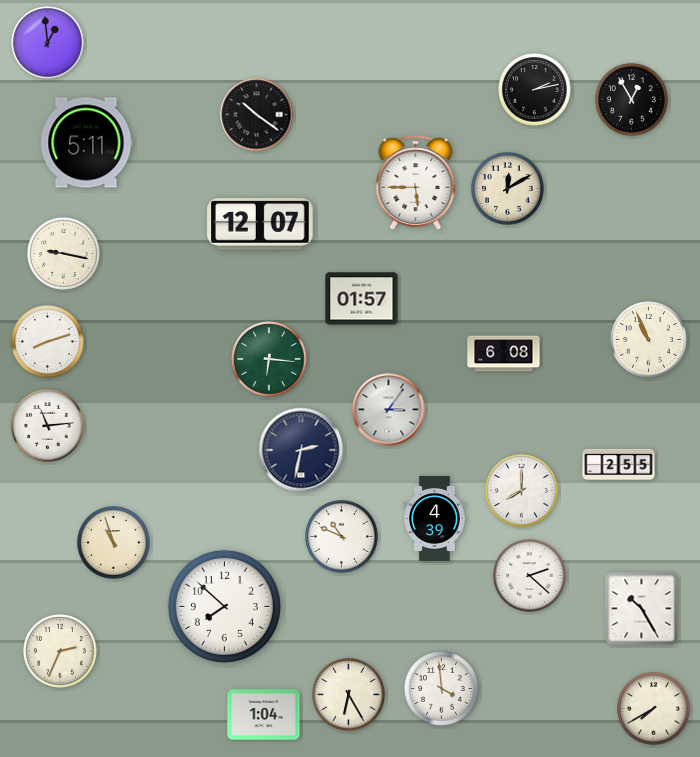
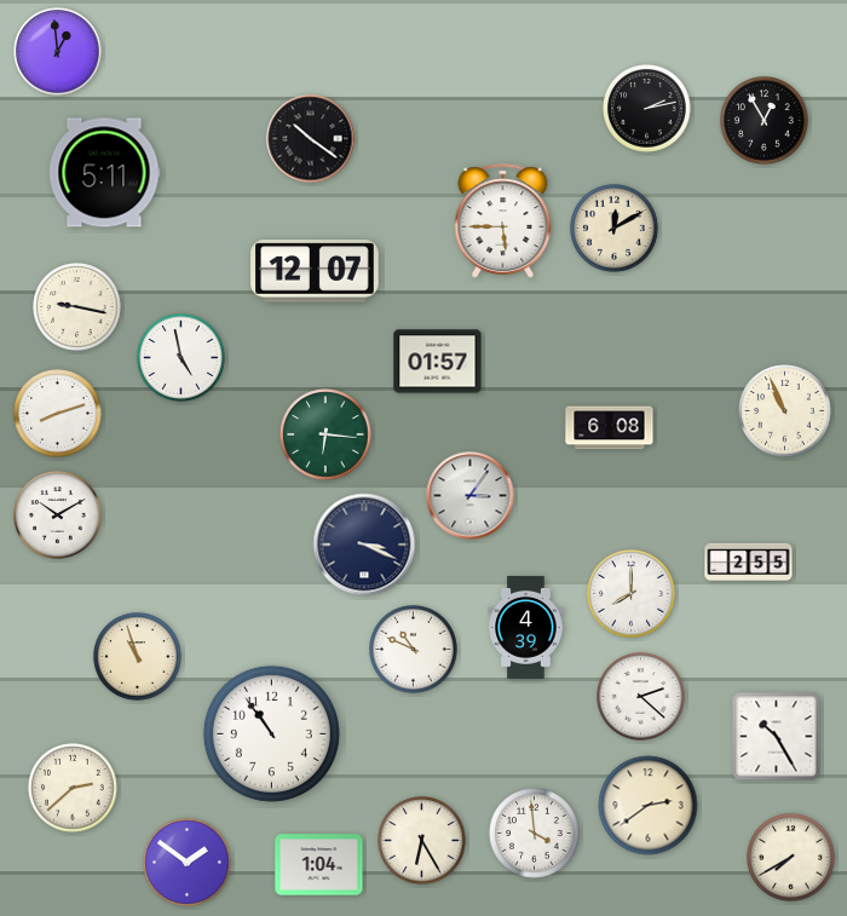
clock at (181, 358): none -> 4:58
clock at (48, 426): 11:14 -> 10:10
clock at (301, 450): 2:32 -> 3:19
clock at (224, 606): 7:52 -> 10:54
clock at (60, 651): 2:34 -> 2:38
clock at (649, 806): none -> 2:39
clock at (188, 863): none -> 1:51
